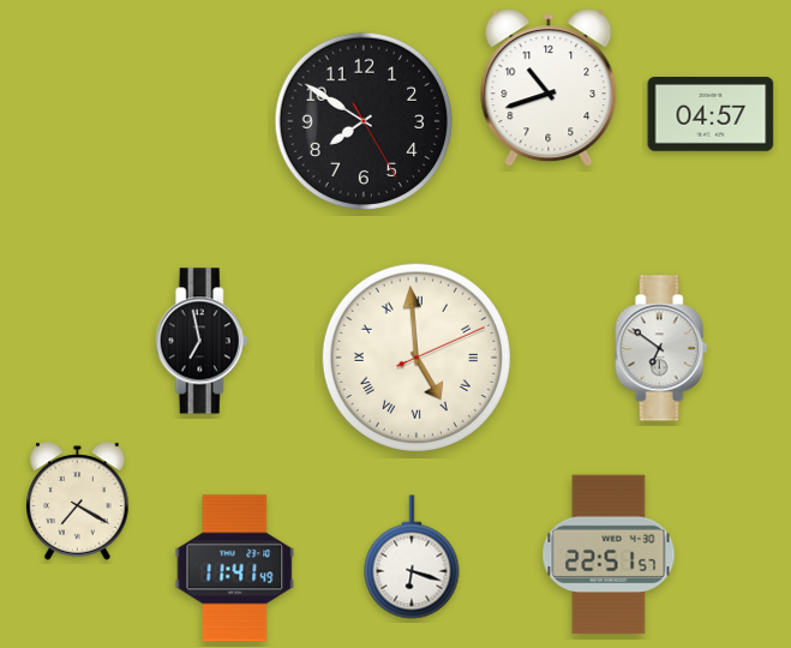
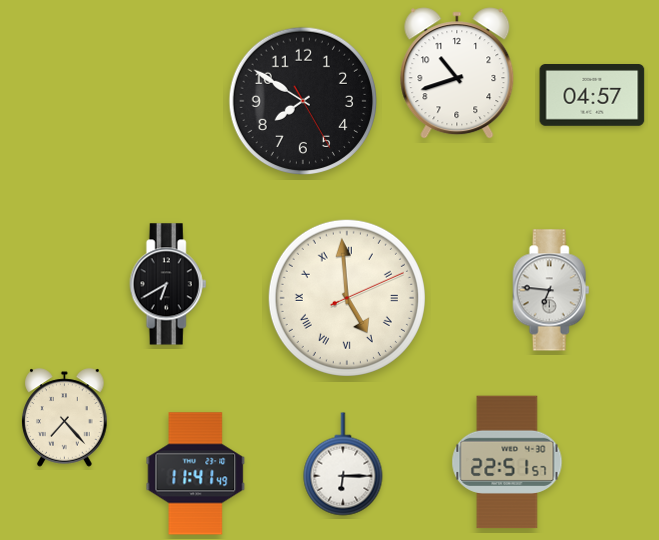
clock at (202, 341): 6:58 -> 6:40
clock at (661, 348): 6:51 -> 6:46
clock at (78, 502): 7:20 -> 7:23
clock at (412, 557): 6:18 -> 6:15
